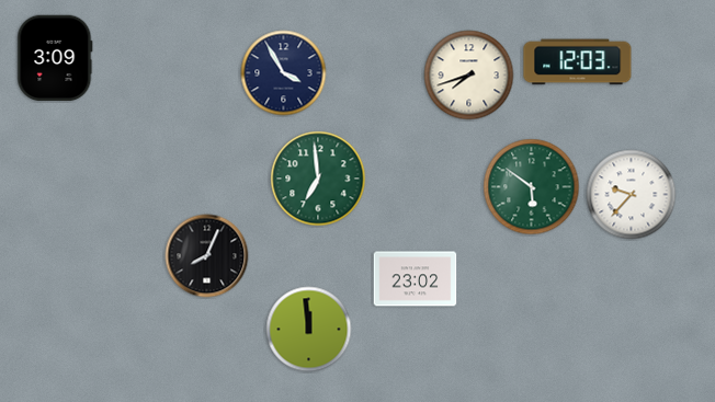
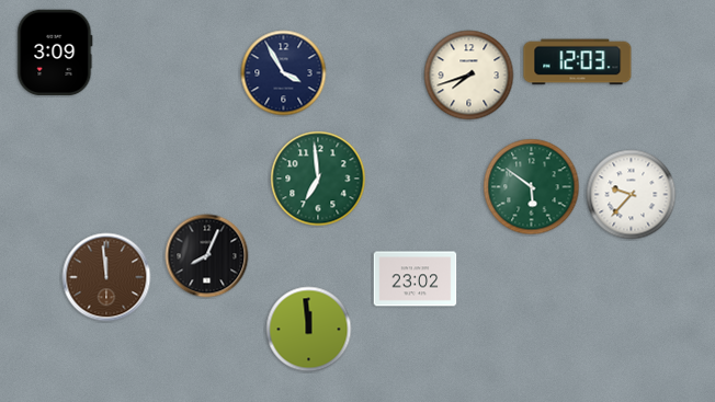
clock at (55, 58) position: (55, 58) -> (55, 53)
clock at (106, 277): none -> 11:59
